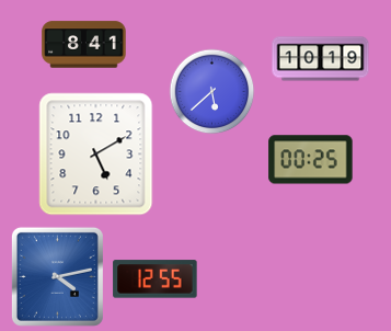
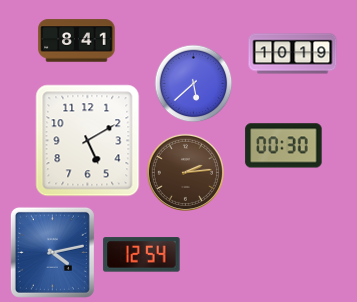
clock at (311, 160): 00:25 -> 00:30
clock at (185, 172): none -> 2:14
clock at (156, 279): 12:55 -> 12:54
